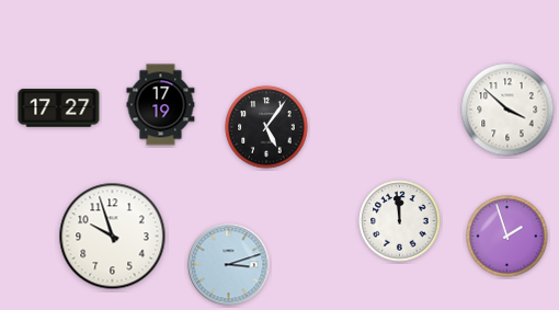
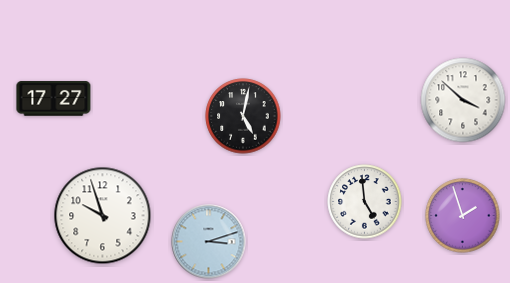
clock at (161, 105): 17:19 -> none
clock at (266, 127): 5:06 -> 5:02
clock at (400, 221): 11:59 -> 4:59
